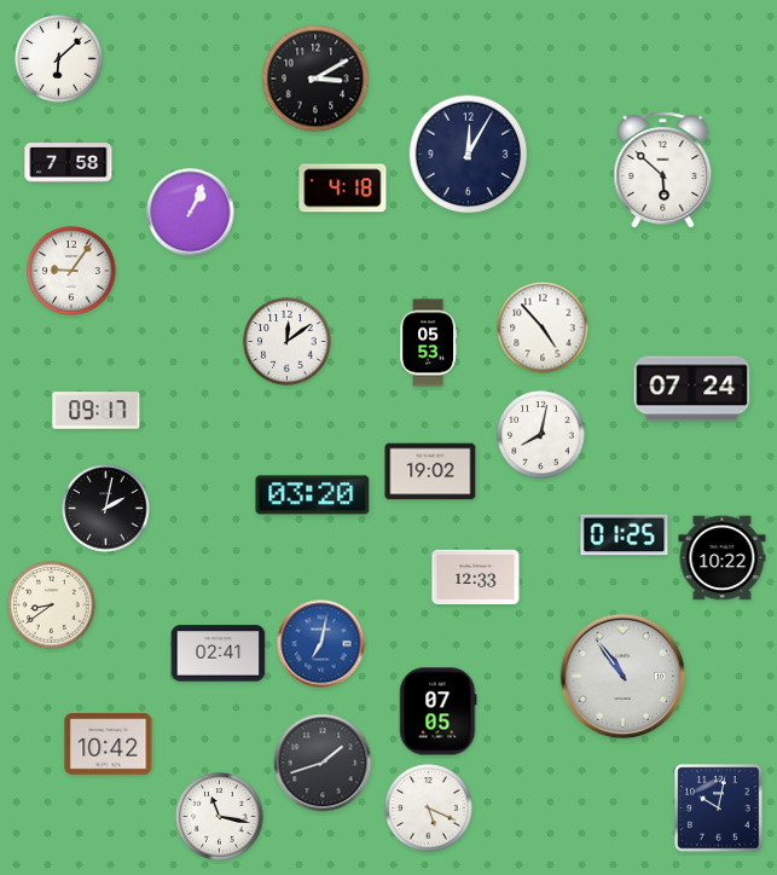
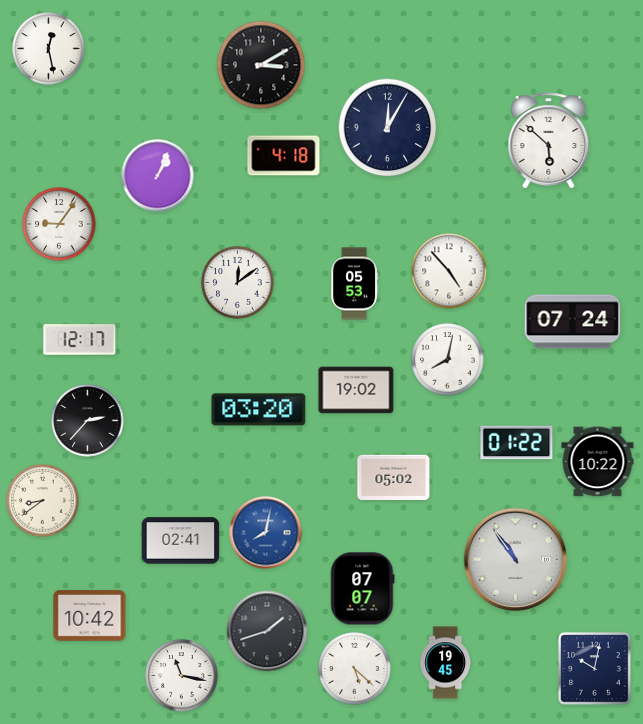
clock at (59, 59): 6:08 -> 12:28
clock at (69, 163): 7:58 -> none
clock at (97, 411): 09:17 -> 12:17
clock at (106, 509): 2:02 -> 2:37
clock at (625, 535): 01:25 -> 01:22
clock at (476, 576): 12:33 -> 05:02
clock at (321, 644): 7:02 -> 8:02
clock at (439, 712): 07:05 -> 07:07
clock at (445, 663): none -> 19:45
clock at (429, 809): 5:19 -> 5:22
